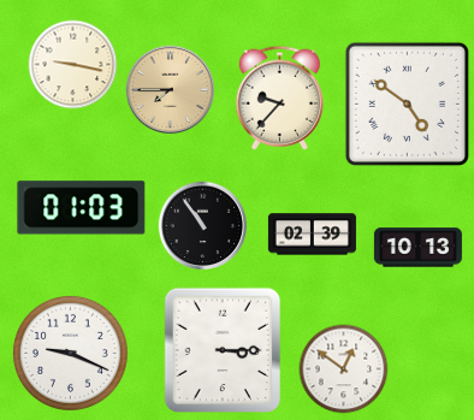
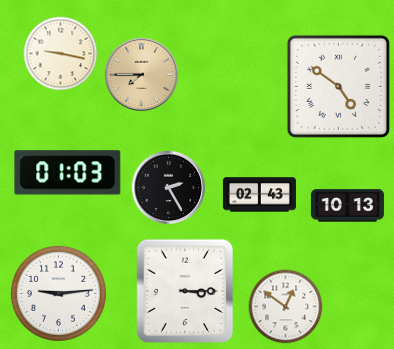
clock at (279, 97): 9:37 -> none
clock at (203, 226): 10:54 -> 2:25
clock at (312, 235): 02:39 -> 02:43
clock at (70, 353): 9:19 -> 9:14
